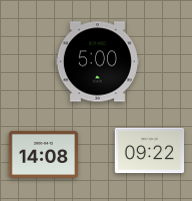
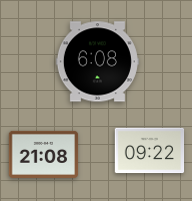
clock at (97, 62): 5:00 -> 6:08
clock at (44, 154): 14:08 -> 21:08
